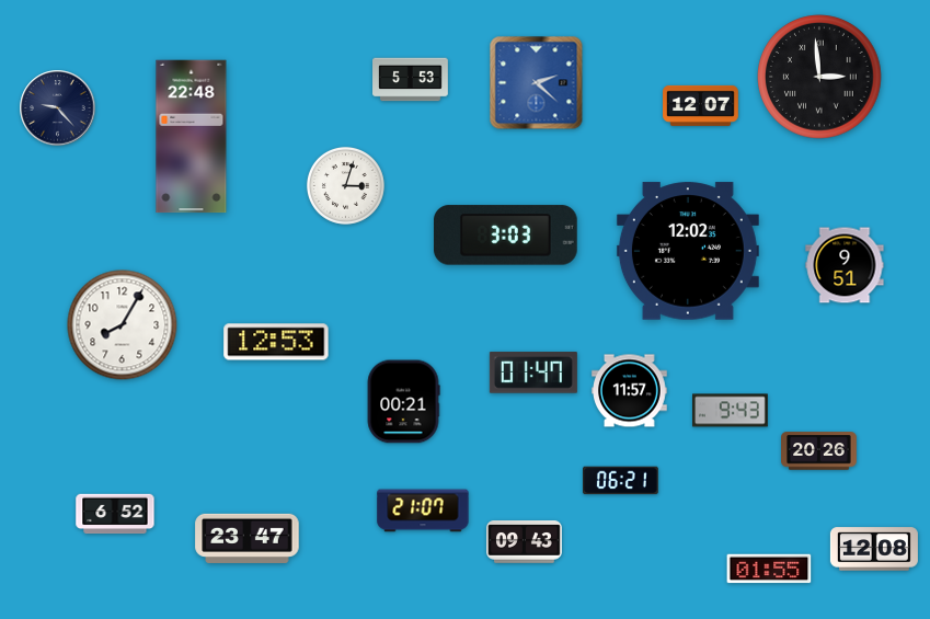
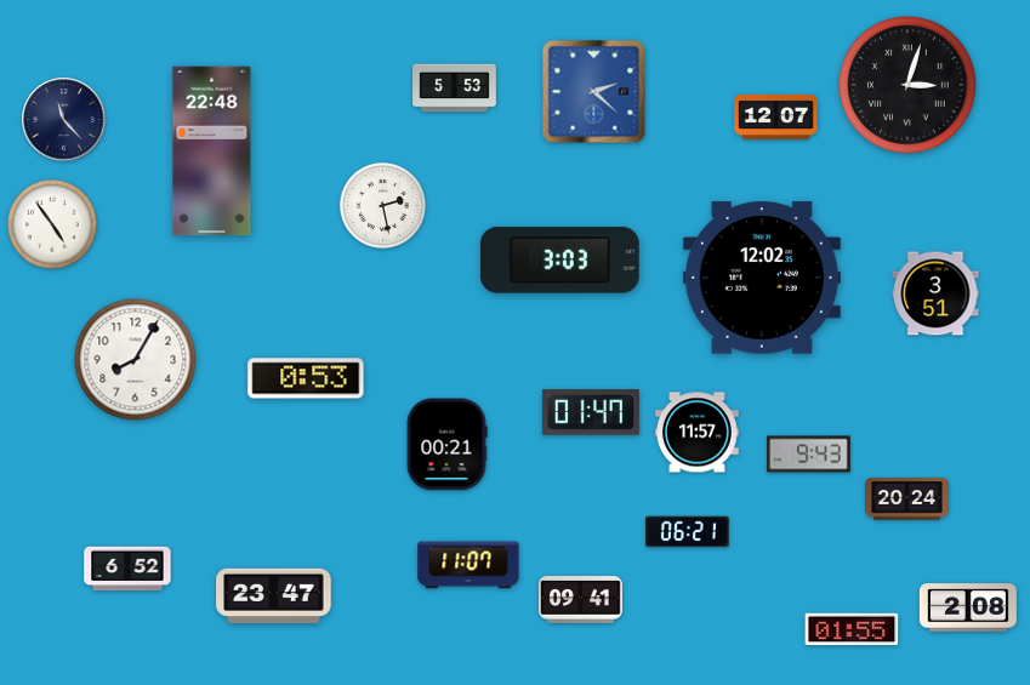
clock at (819, 77): 2:59 -> 3:03
clock at (58, 108): 9:23 -> 11:23
clock at (345, 185): 3:03 -> 2:28
clock at (52, 224): none -> 4:54
clock at (845, 265): 9:51 -> 3:51
clock at (276, 342): 12:53 -> 0:53
clock at (819, 451): 20:26 -> 20:24
clock at (423, 511): 21:07 -> 11:07
clock at (525, 542): 09:43 -> 09:41
clock at (874, 549): 12:08 -> 2:08
